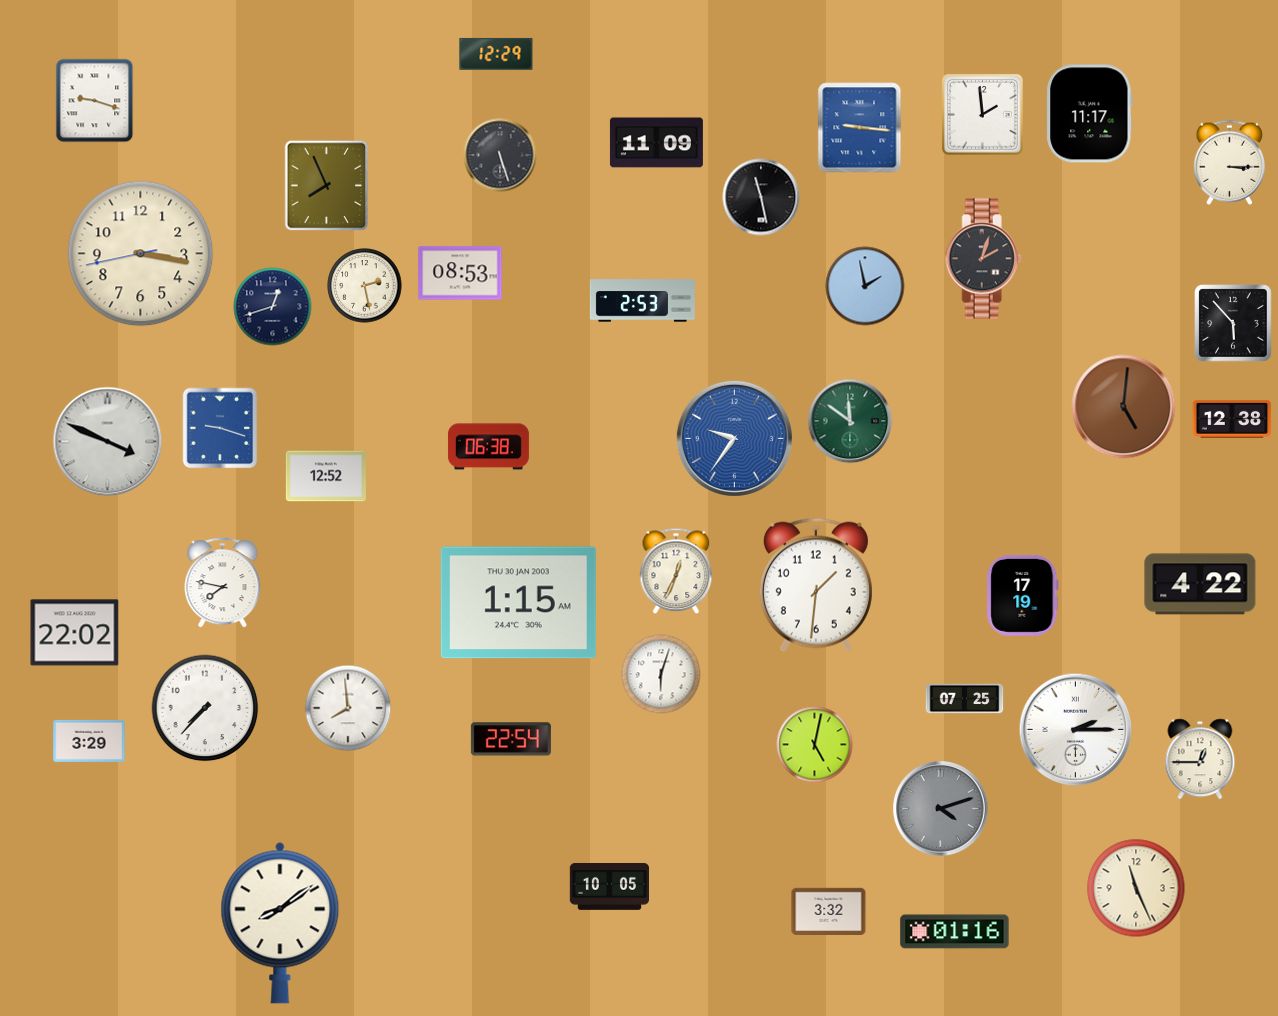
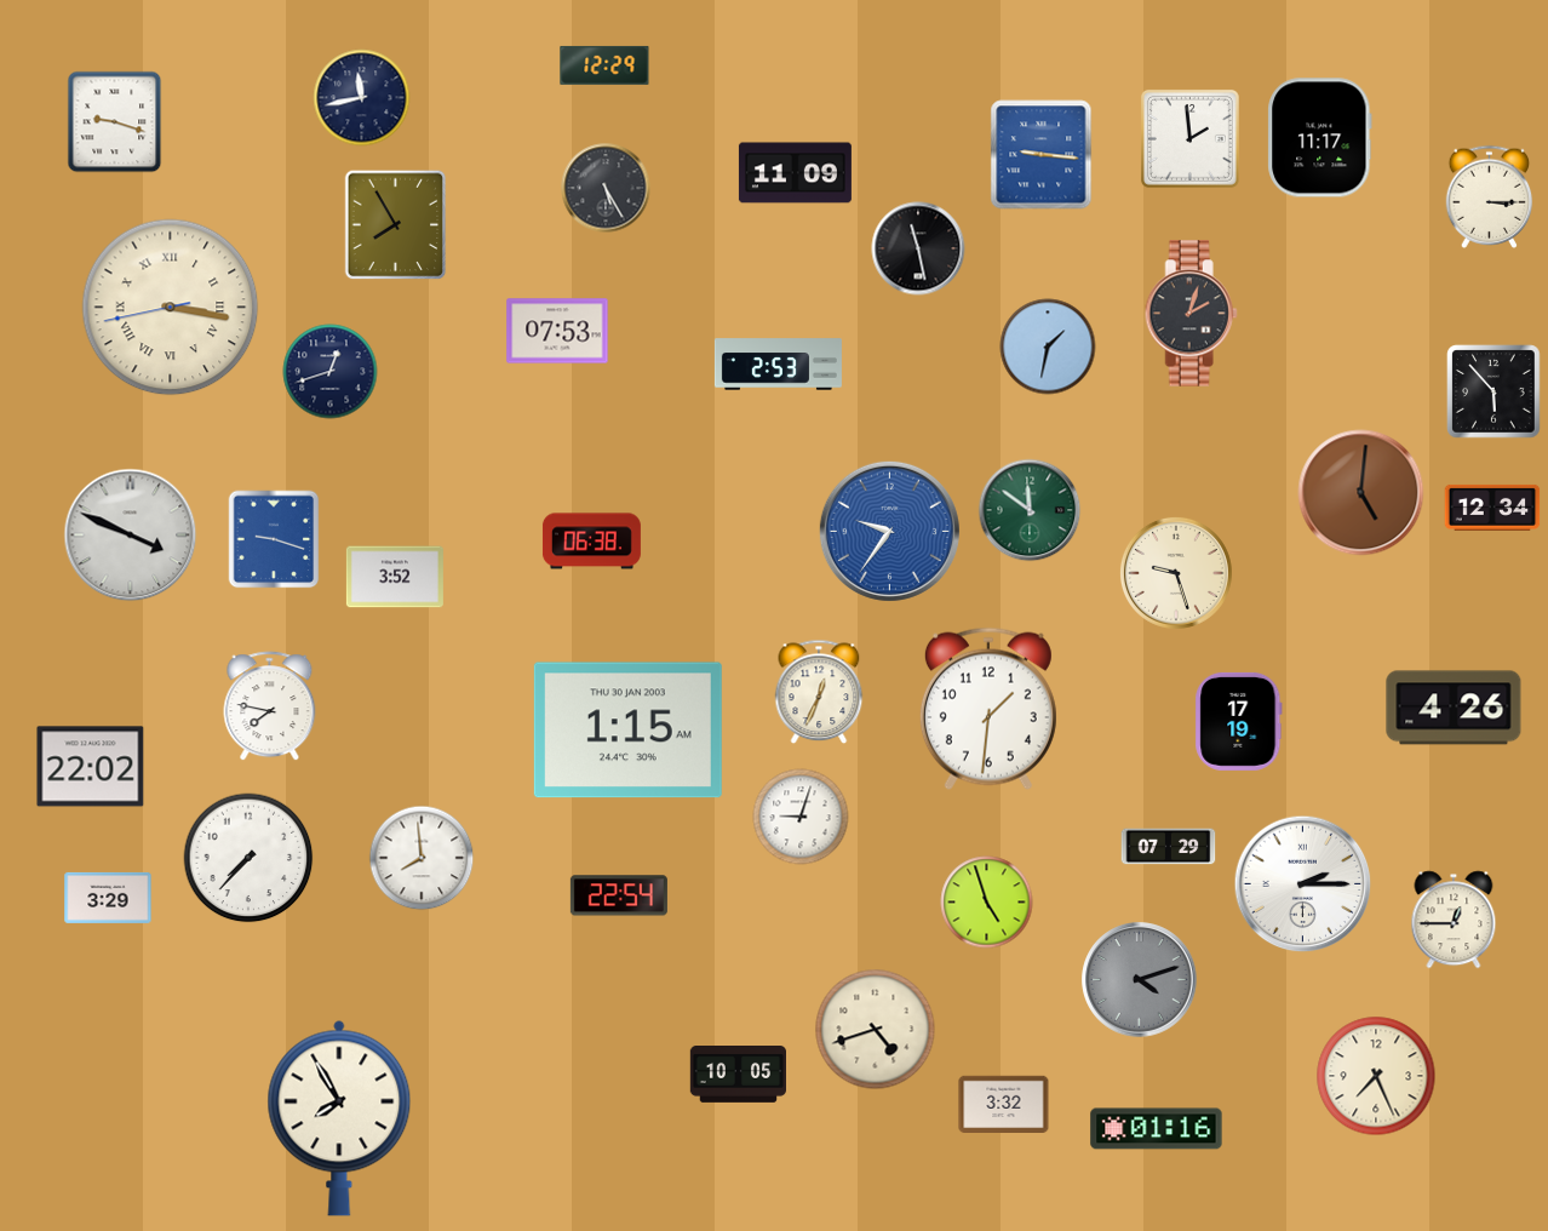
clock at (496, 54) position: (496, 54) -> (604, 65)
clock at (362, 98): none -> 11:43
clock at (500, 155): 5:27 -> 5:25
clock at (327, 186): 7:56 -> 7:55
clock at (761, 197) position: (761, 197) -> (918, 248)
clock at (141, 254) numerals: Arabic -> Roman
clock at (460, 273): 08:53 -> 07:53
clock at (365, 286): 2:28 -> none
clock at (865, 286): 1:58 -> 1:32
clock at (1232, 419): 12:38 -> 12:34
clock at (220, 428) position: (220, 428) -> (274, 539)
clock at (1176, 573): none -> 9:27
clock at (326, 476): 12:52 -> 3:52
clock at (1200, 584): 4:22 -> 4:26
clock at (661, 674): 6:03 -> 9:03
clock at (965, 699): 07:25 -> 07:29
clock at (815, 745): 5:02 -> 4:57
clock at (876, 1030): none -> 4:42
clock at (1136, 888): 11:26 -> 7:26
clock at (280, 923): 8:09 -> 7:55
